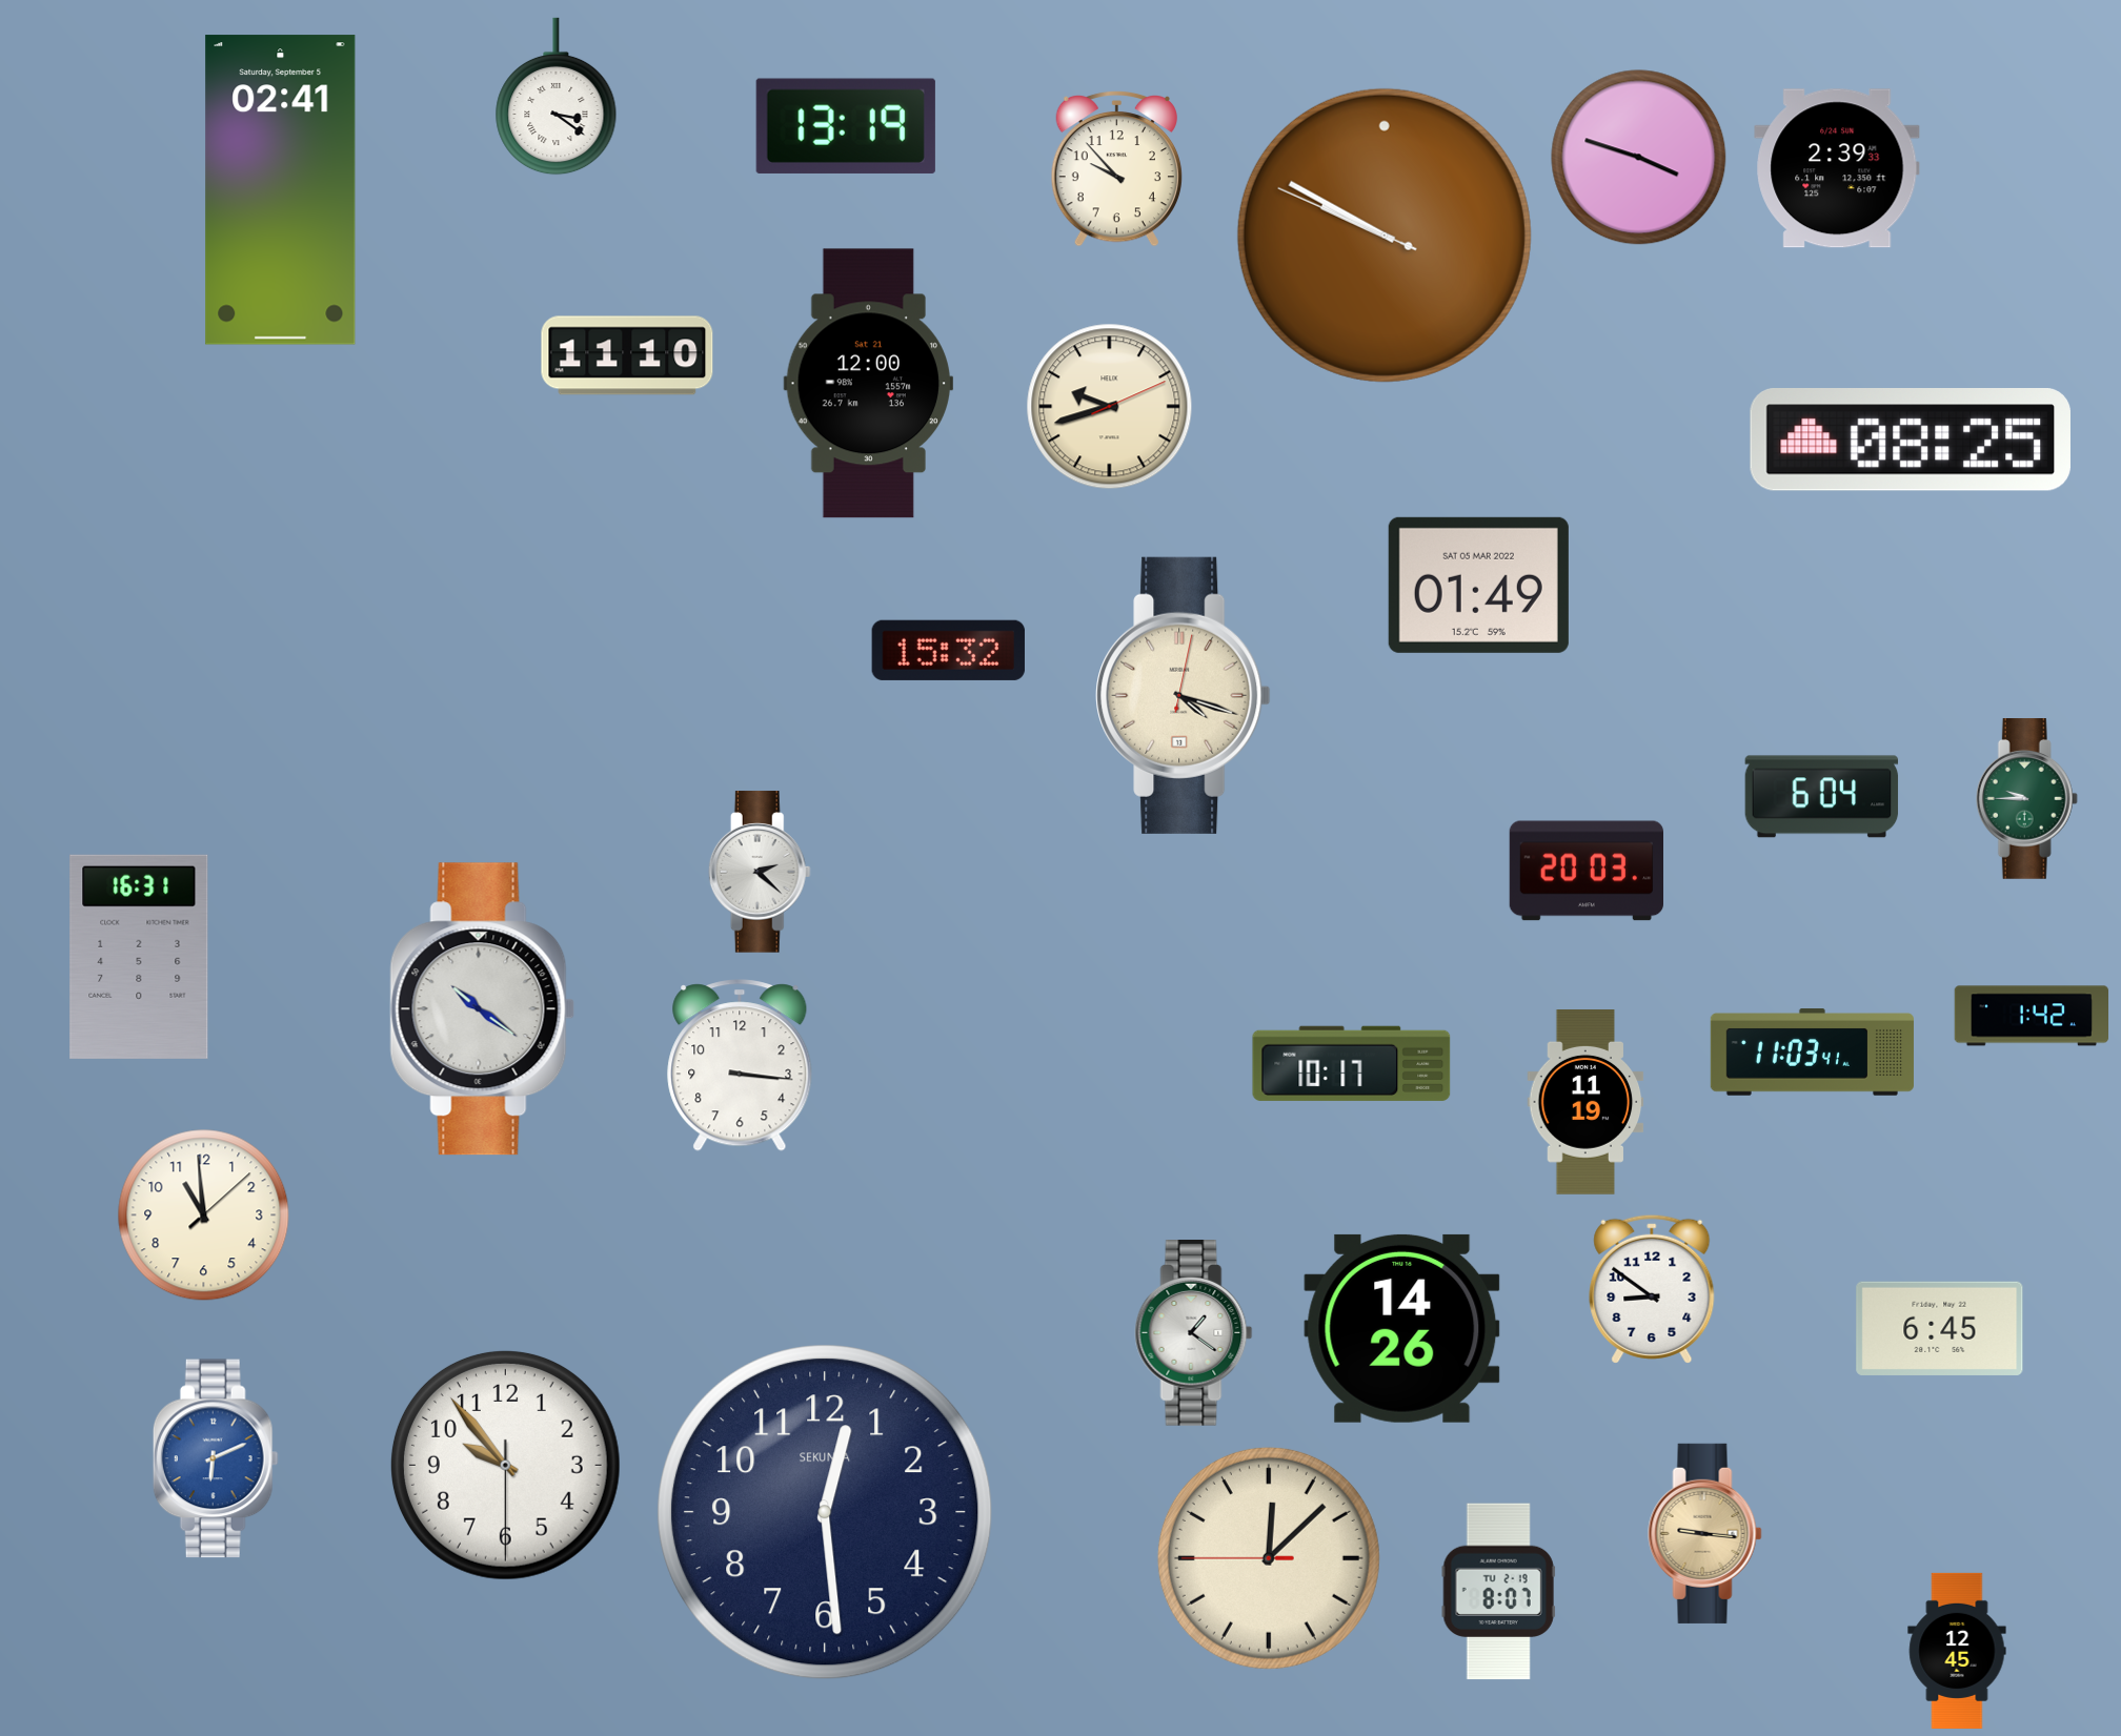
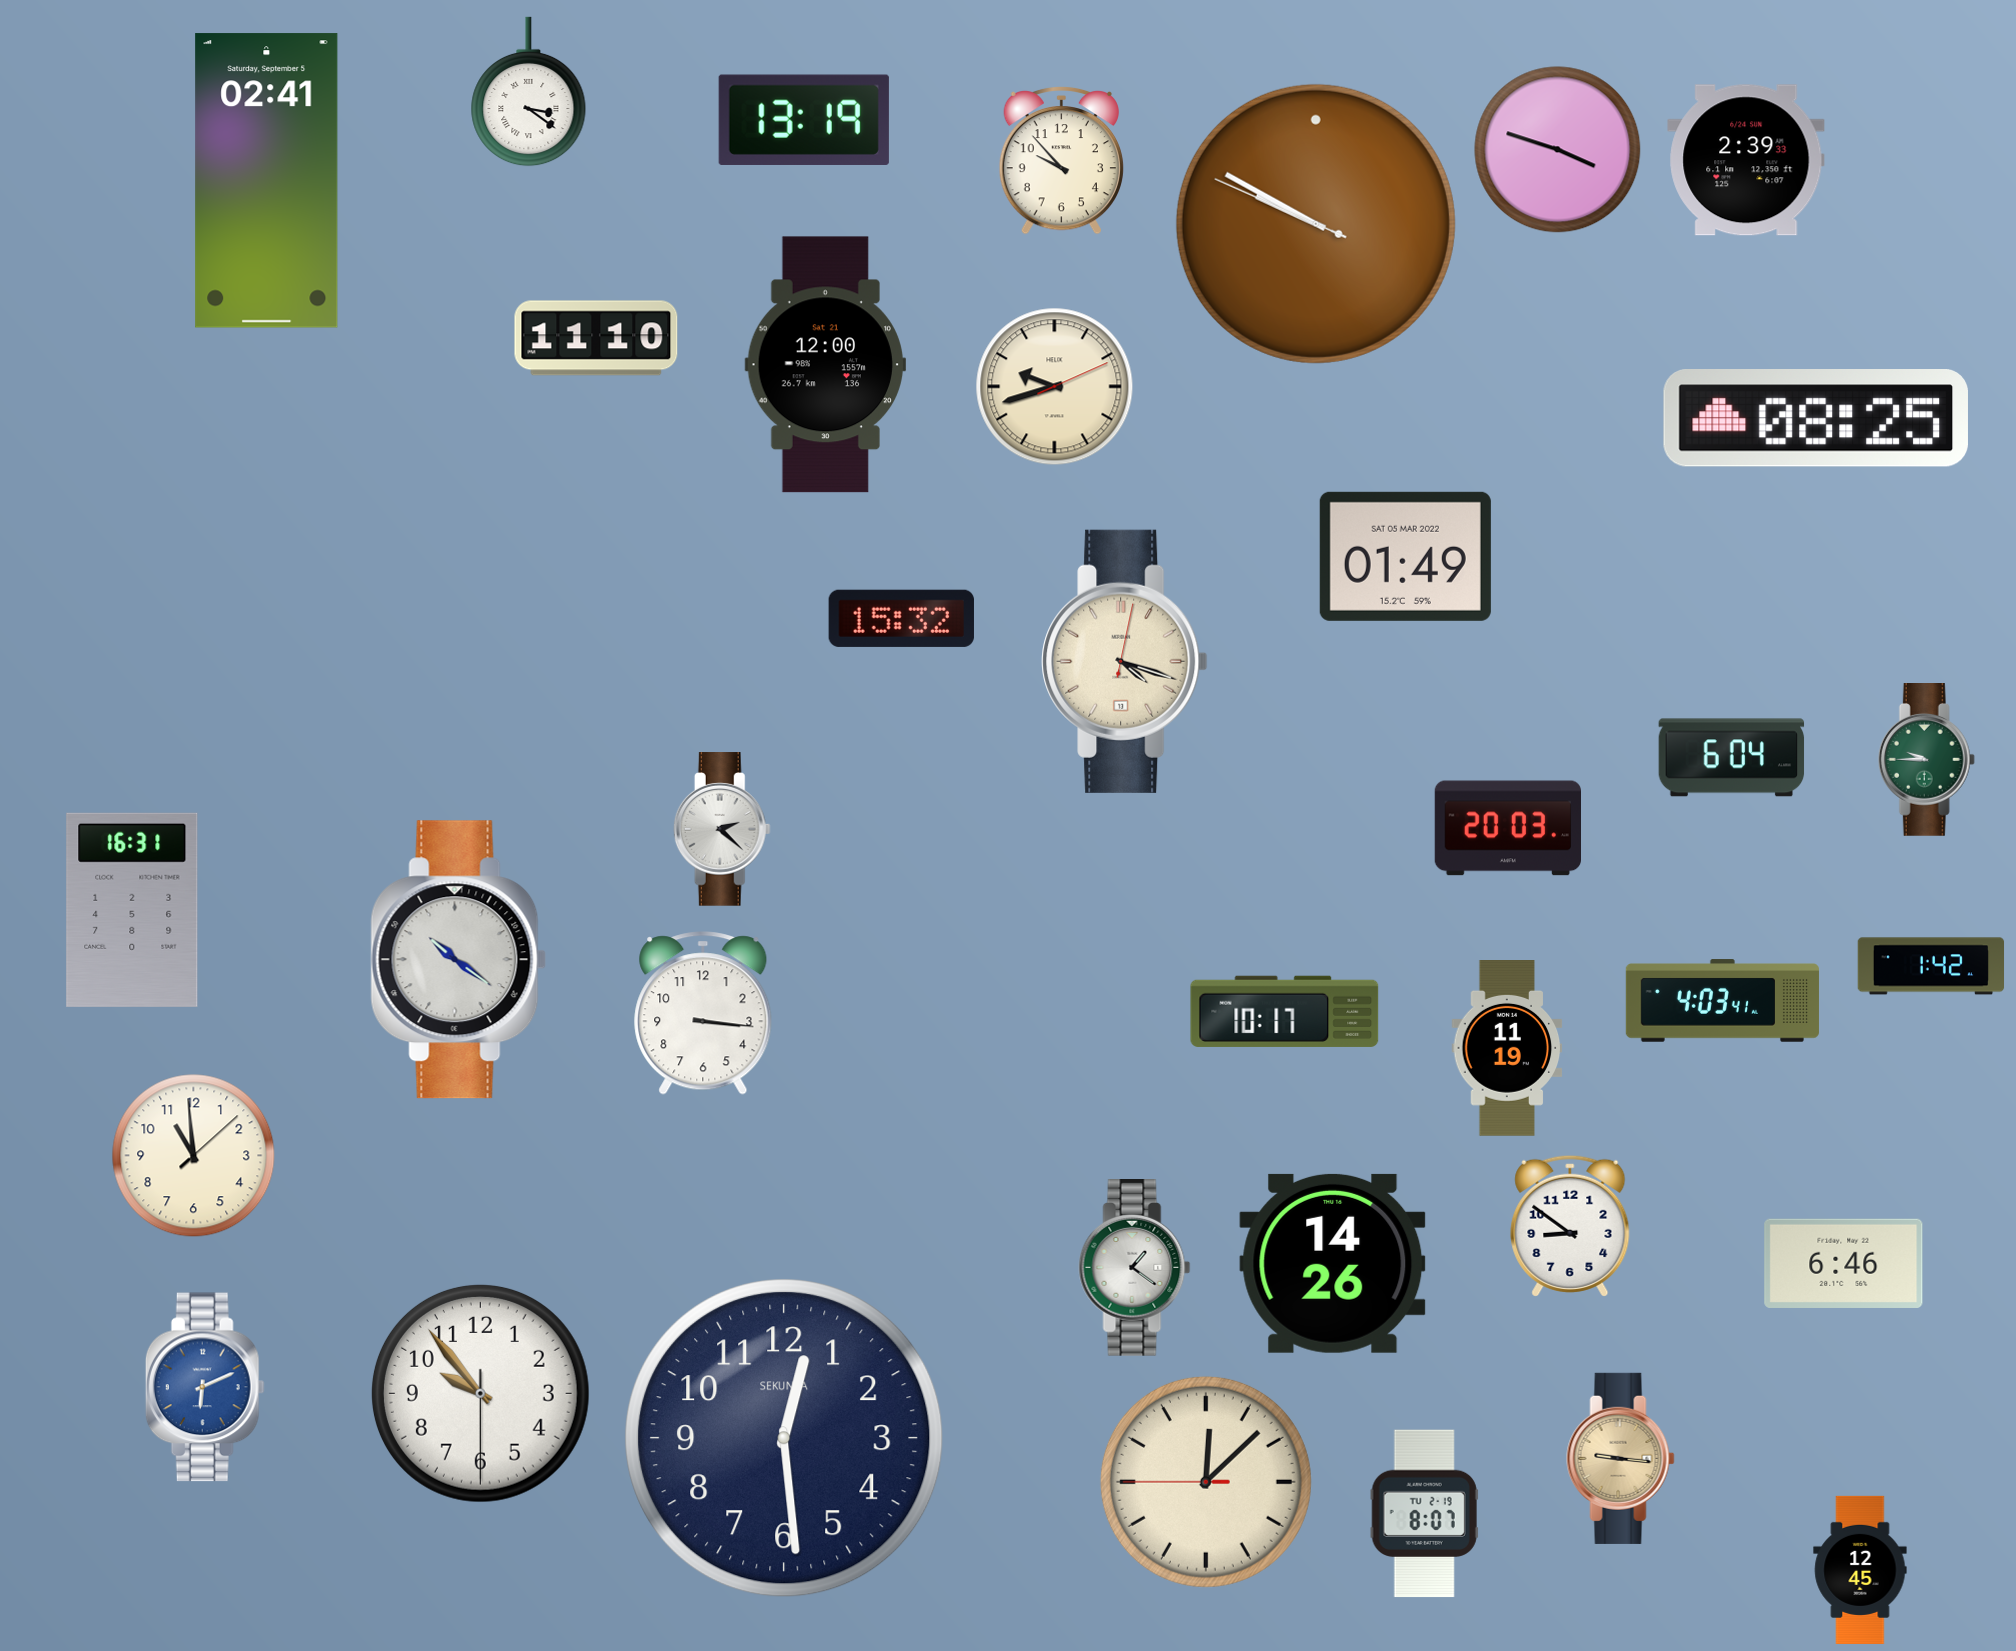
clock at (1812, 1053): 11:03 -> 4:03
clock at (1940, 1328): 6:45 -> 6:46
